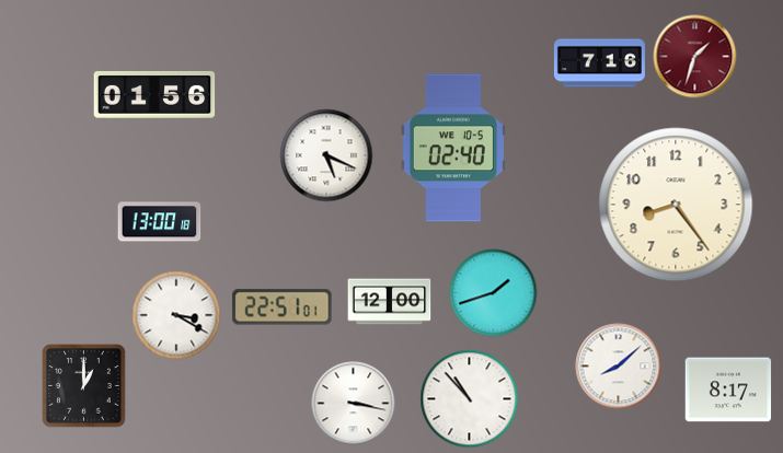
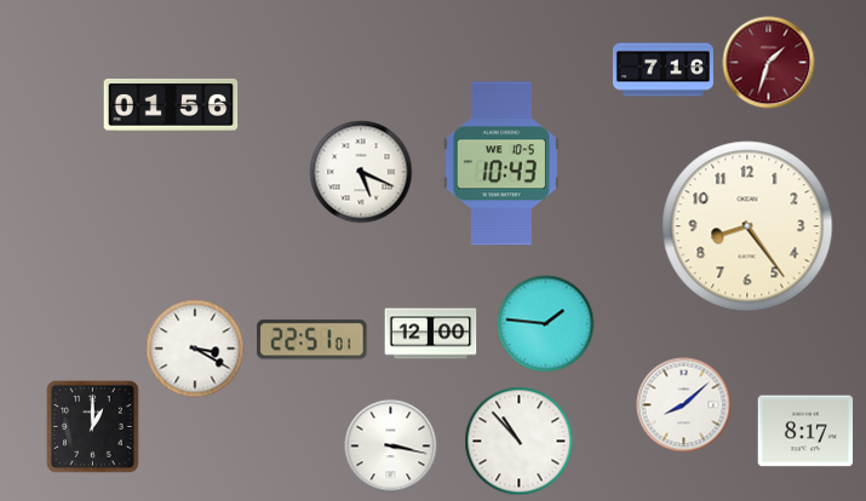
clock at (453, 148): 02:40 -> 10:43
clock at (160, 222): 13:00 -> none
clock at (494, 293): 1:42 -> 1:46
